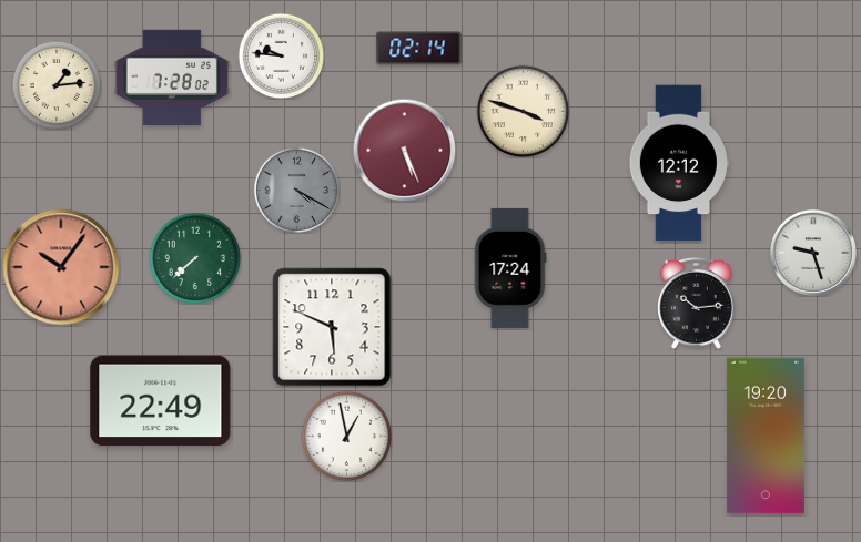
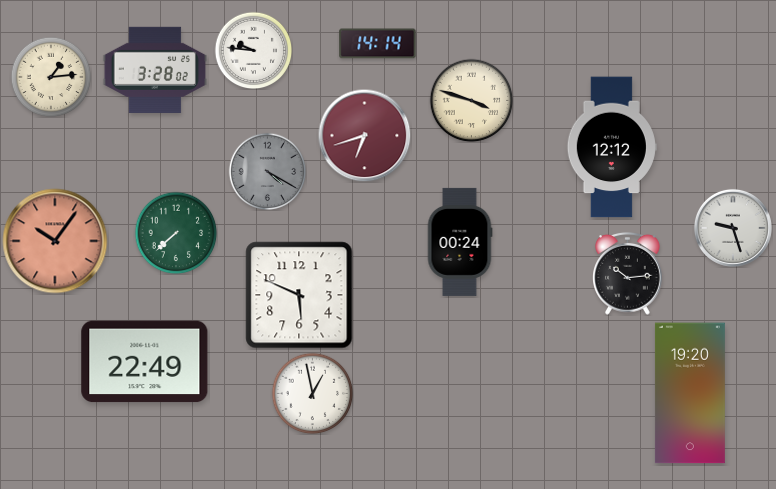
clock at (419, 49): 02:14 -> 14:14
clock at (172, 78): 7:28 -> 3:28
clock at (404, 150): 5:26 -> 6:42
clock at (510, 268): 17:24 -> 00:24
